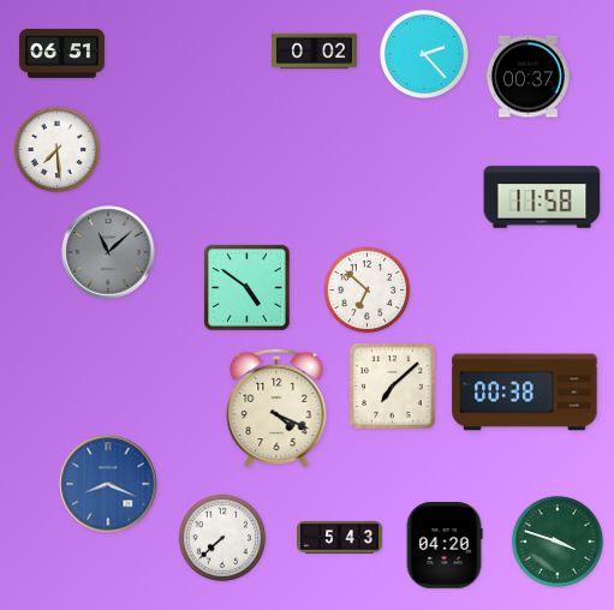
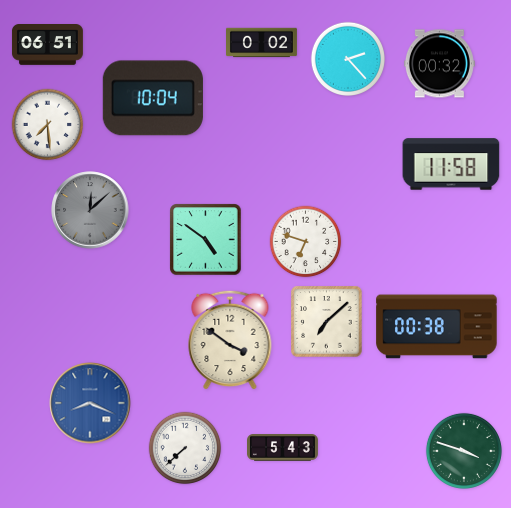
clock at (423, 53) position: (423, 53) -> (347, 58)
clock at (61, 54) position: (61, 54) -> (47, 45)
clock at (527, 77): 00:37 -> 00:32
clock at (153, 98): none -> 10:04
clock at (108, 252): 11:08 -> 12:08
clock at (368, 291): 6:52 -> 6:48
clock at (276, 408): 4:19 -> 3:51
clock at (445, 545): 04:20 -> none
